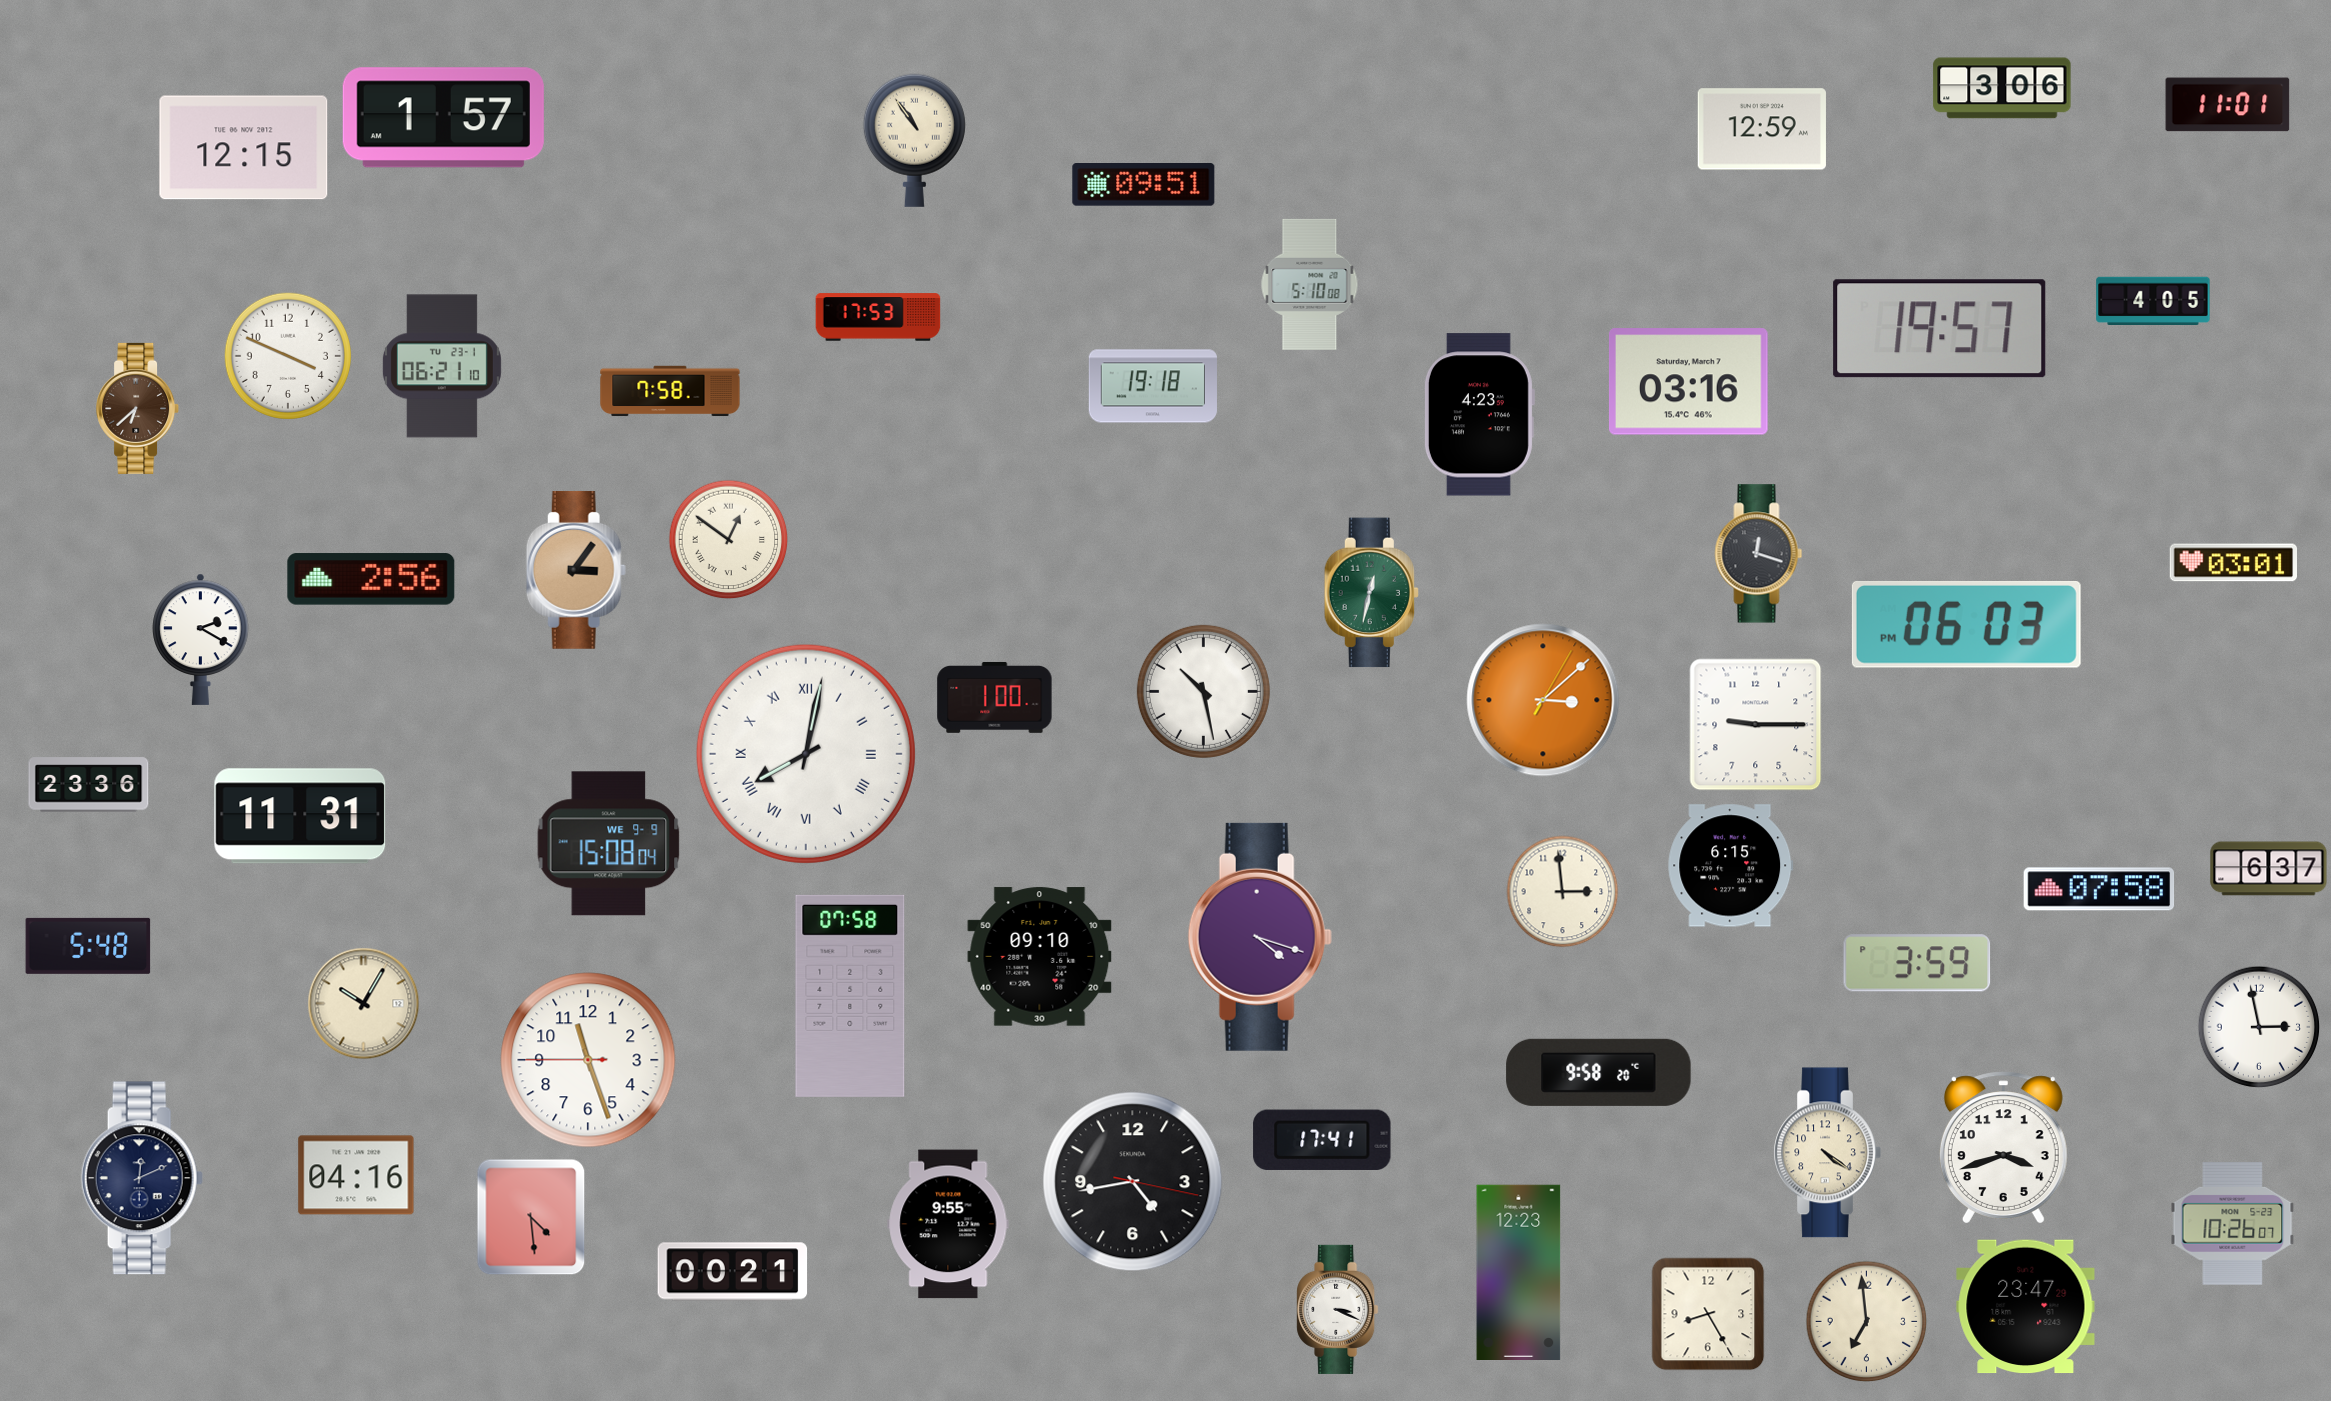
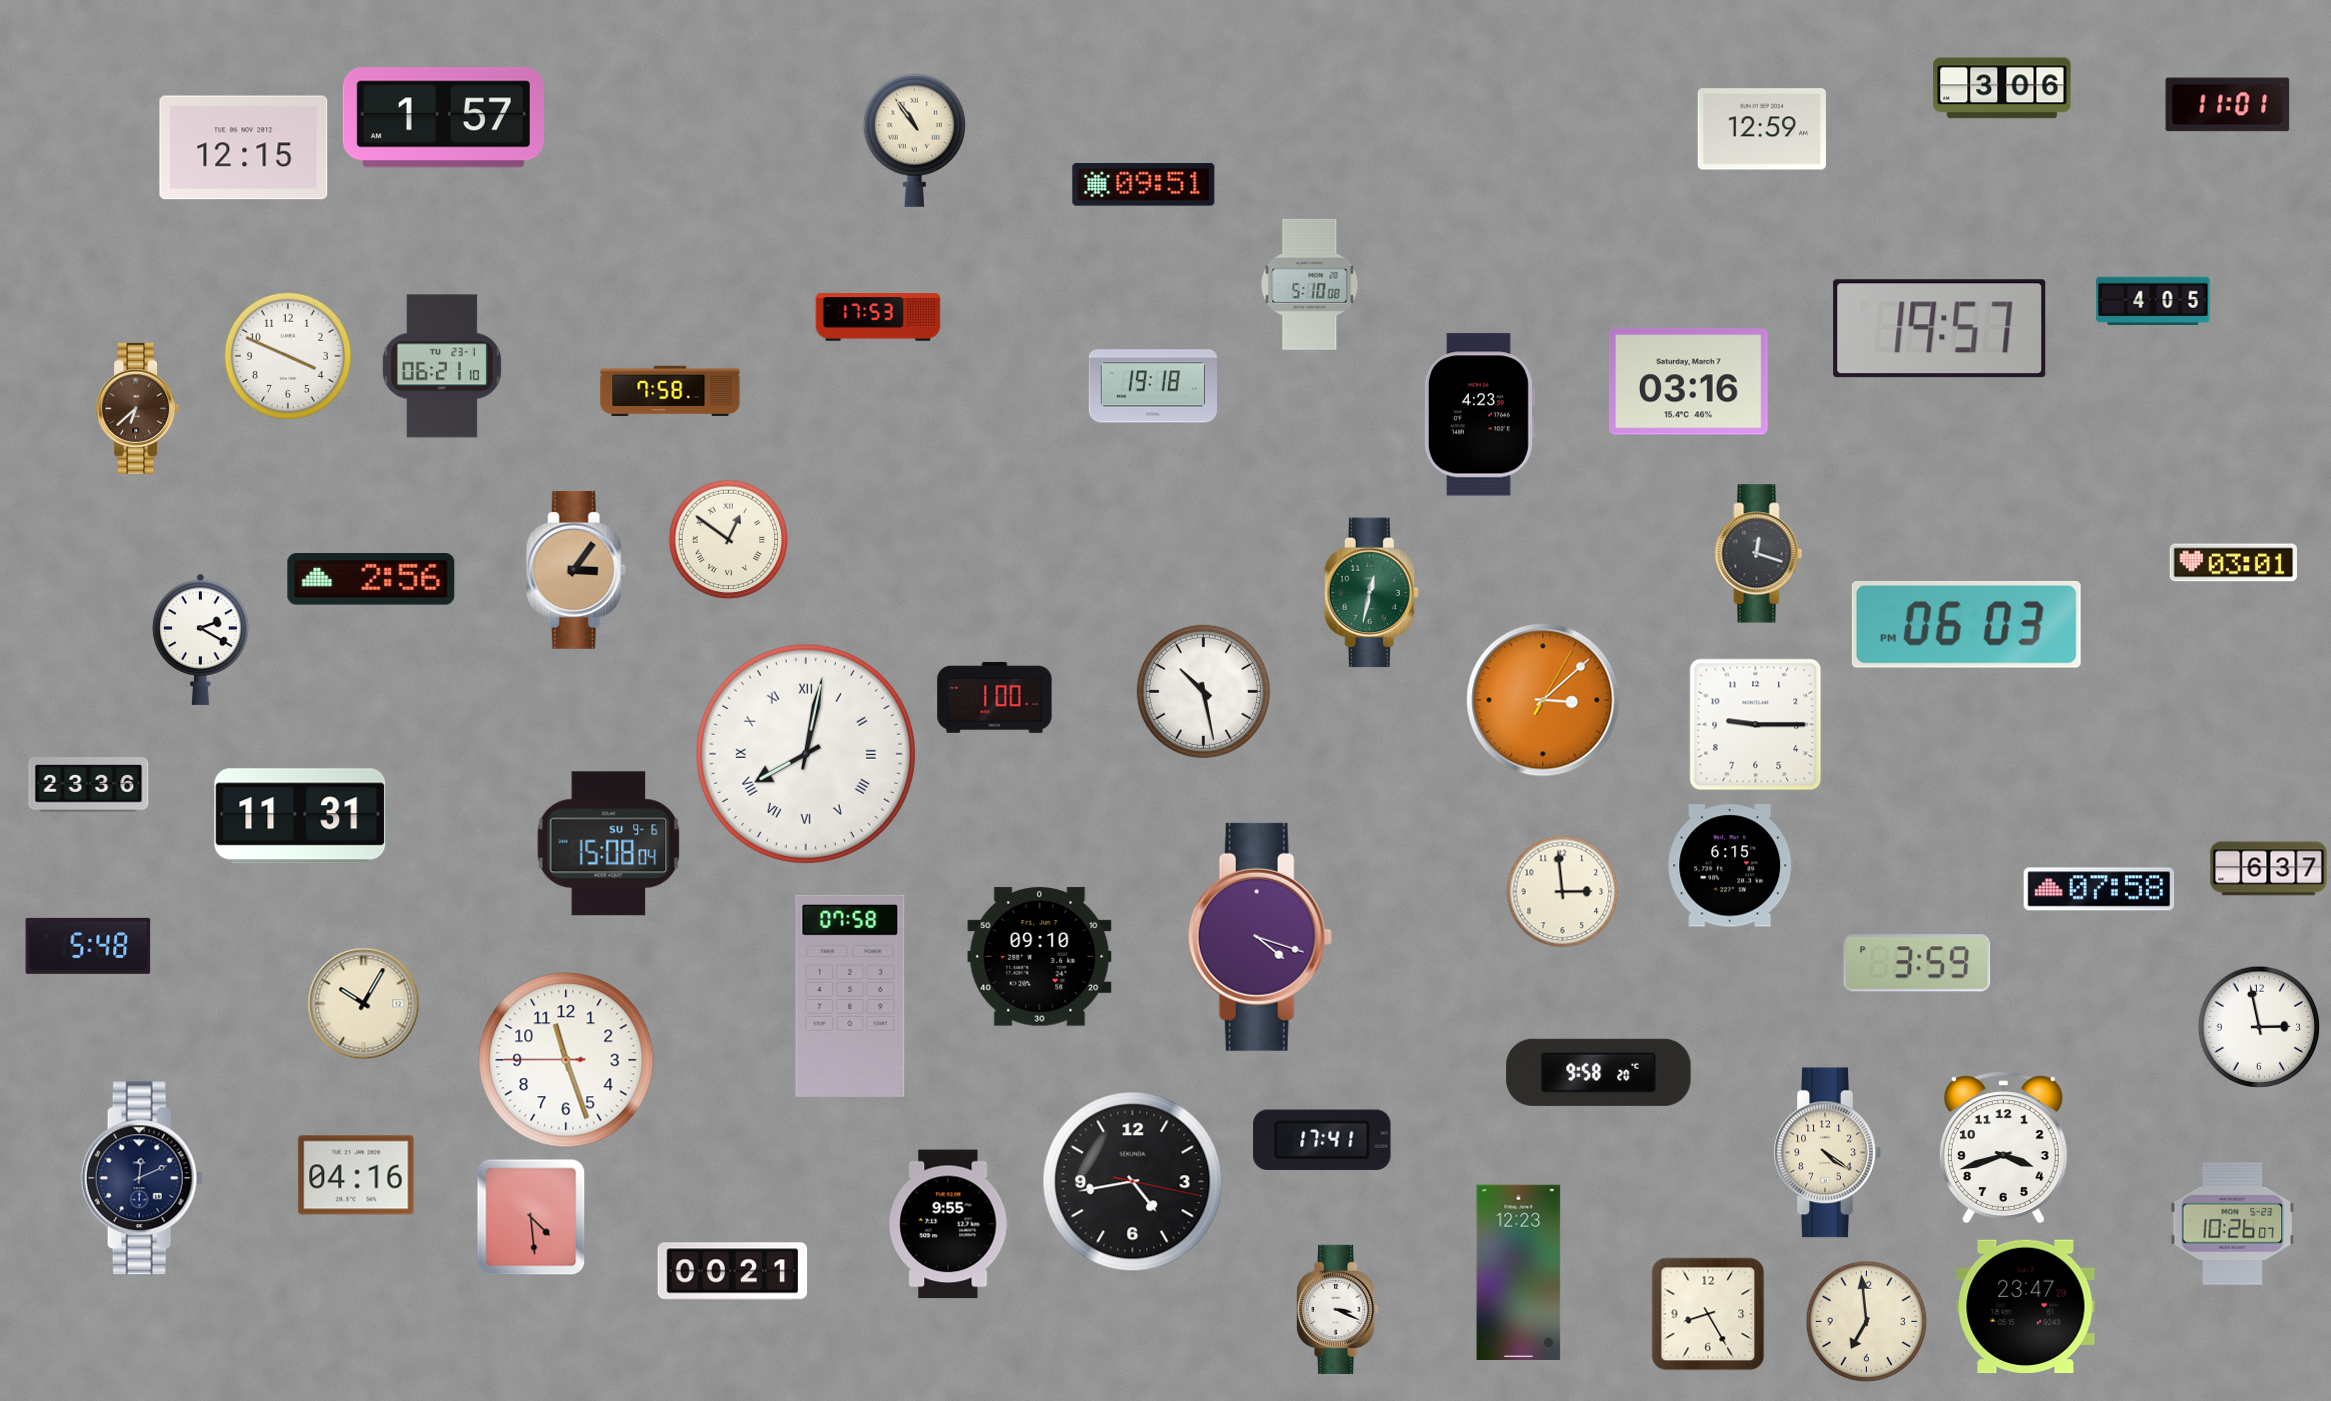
clock at (609, 844) date: WE 9-9 -> SU 9-6
clock at (588, 1060) position: (588, 1060) -> (566, 1060)
